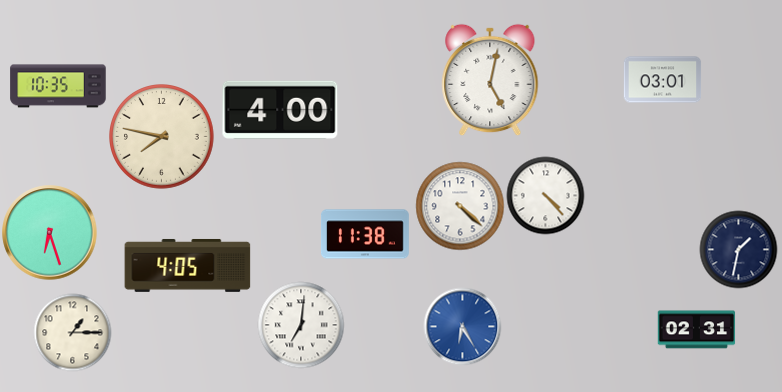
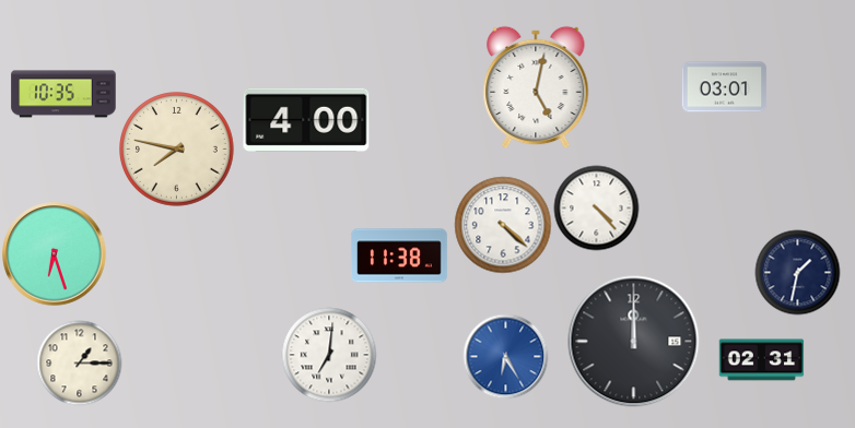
clock at (545, 195) position: (545, 195) -> (596, 207)
clock at (738, 249) position: (738, 249) -> (797, 272)
clock at (188, 265): 4:05 -> none
clock at (634, 342): none -> 12:00
